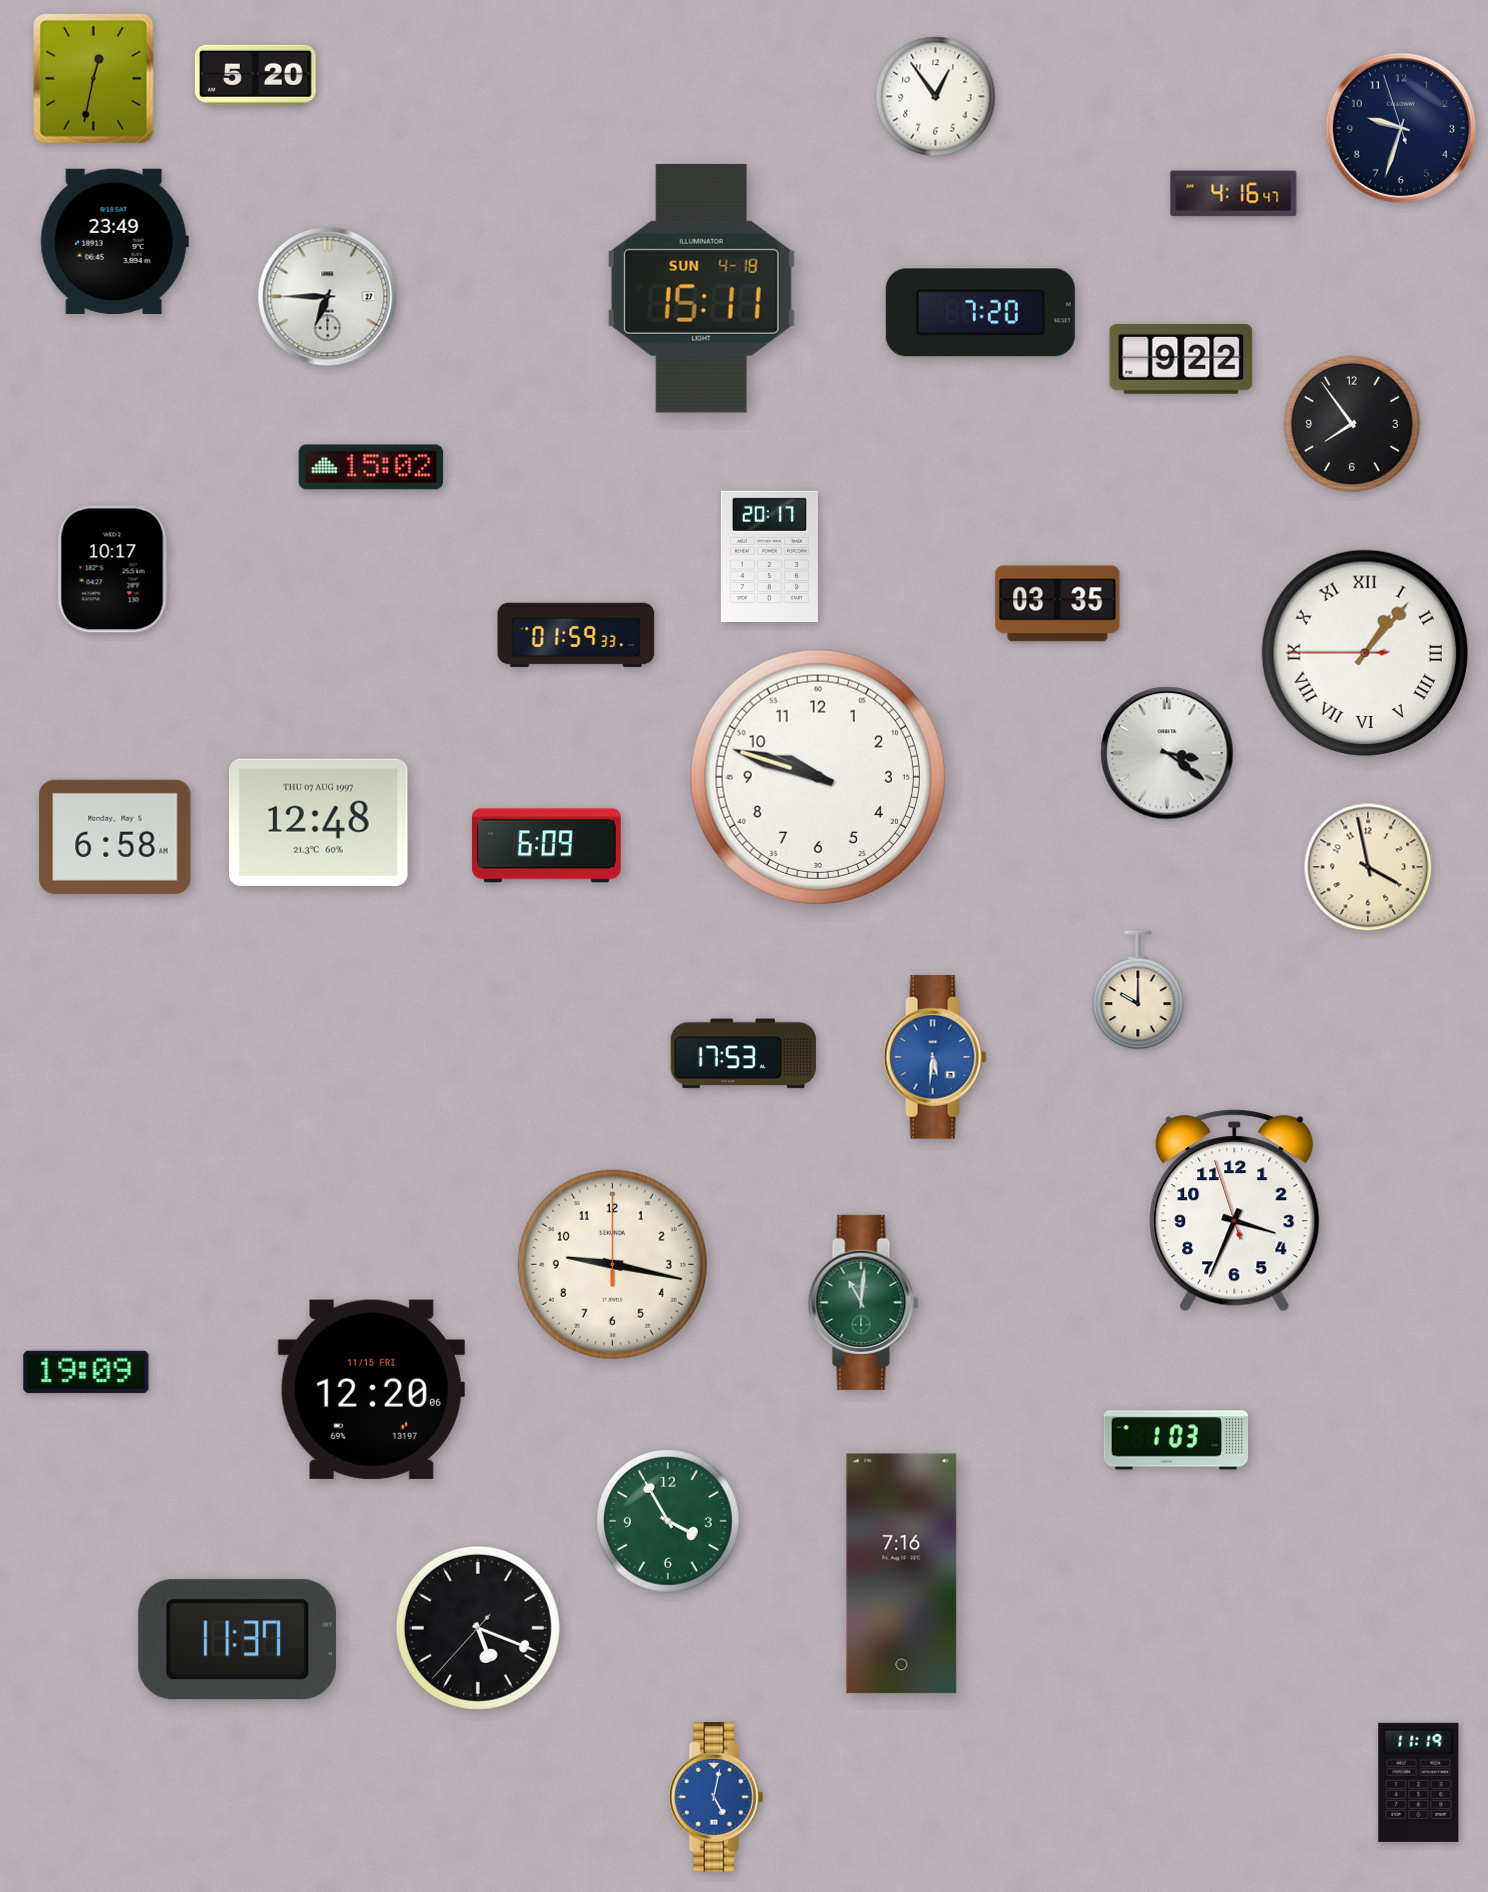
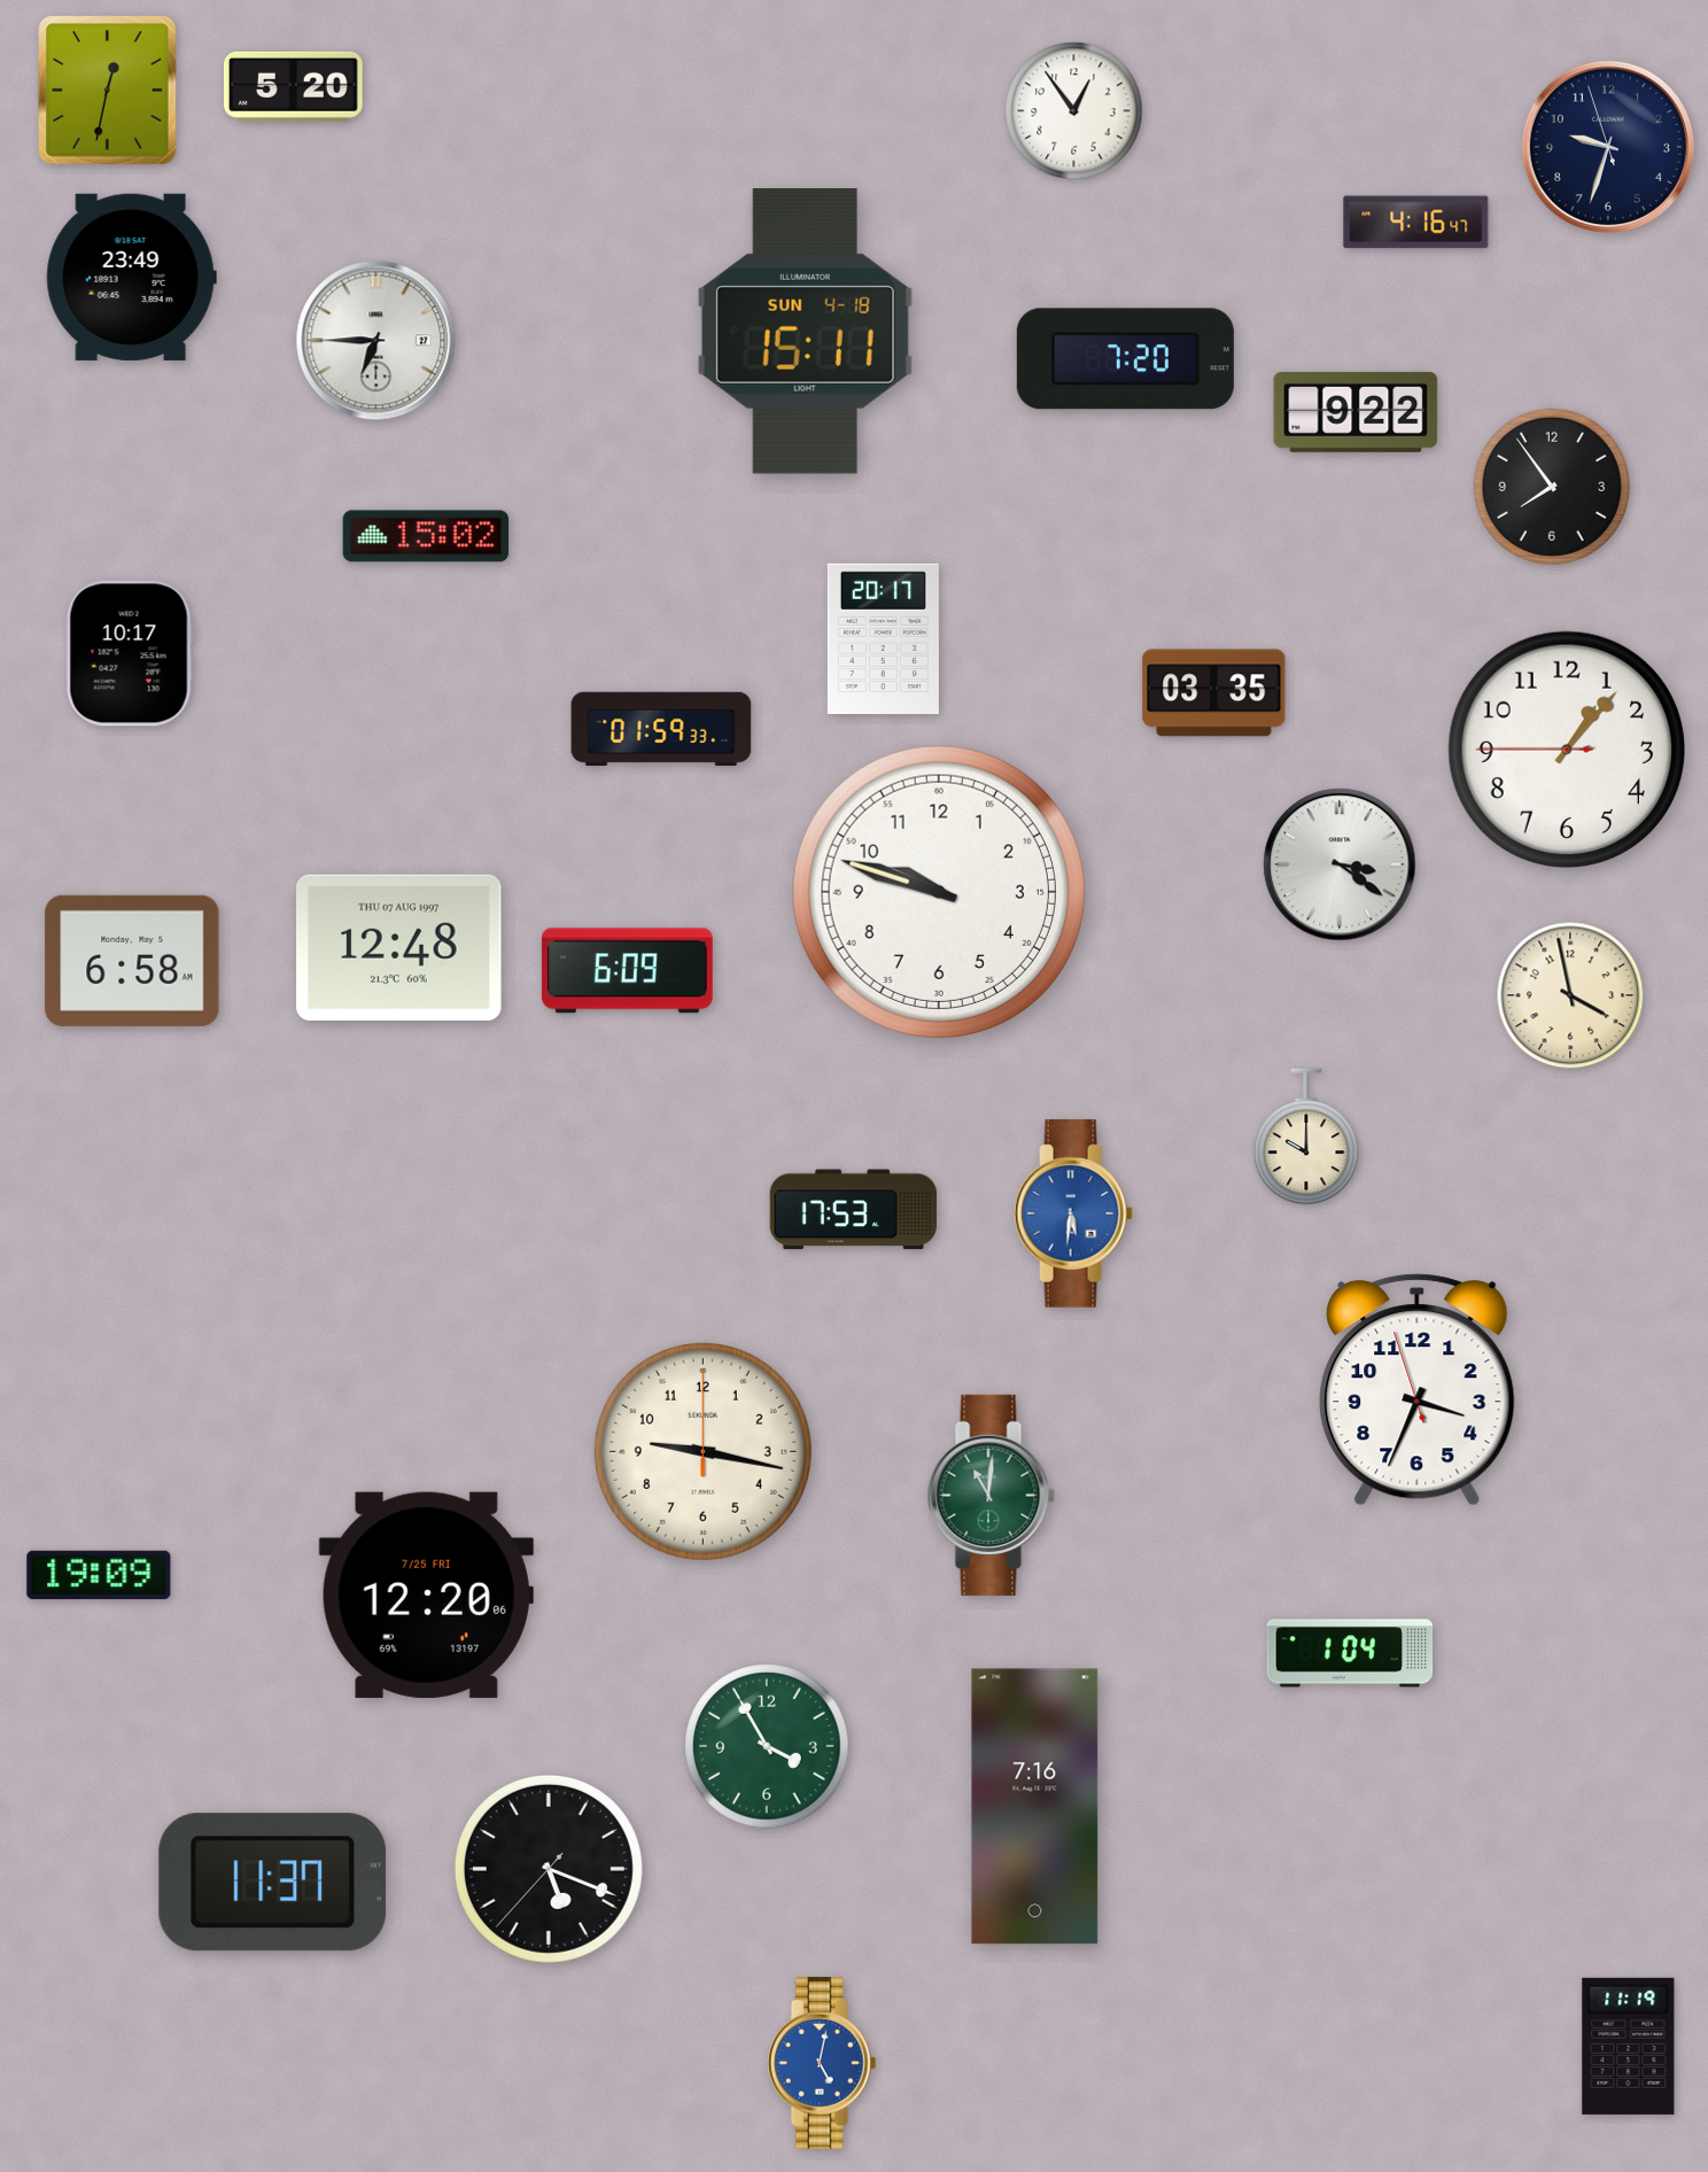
clock at (1364, 652) numerals: Roman -> Arabic
clock at (319, 822) position: (319, 822) -> (399, 947)
clock at (371, 1389) date: 11/15 FRI -> 7/25 FRI
clock at (1176, 1440): 1:03 -> 1:04
